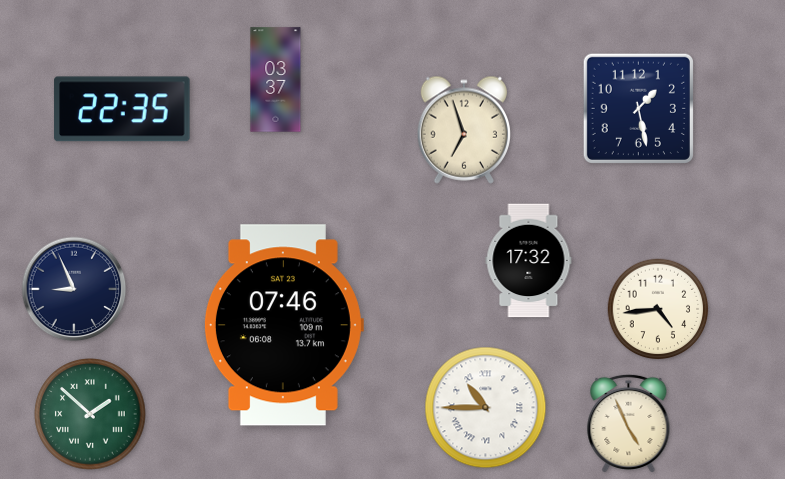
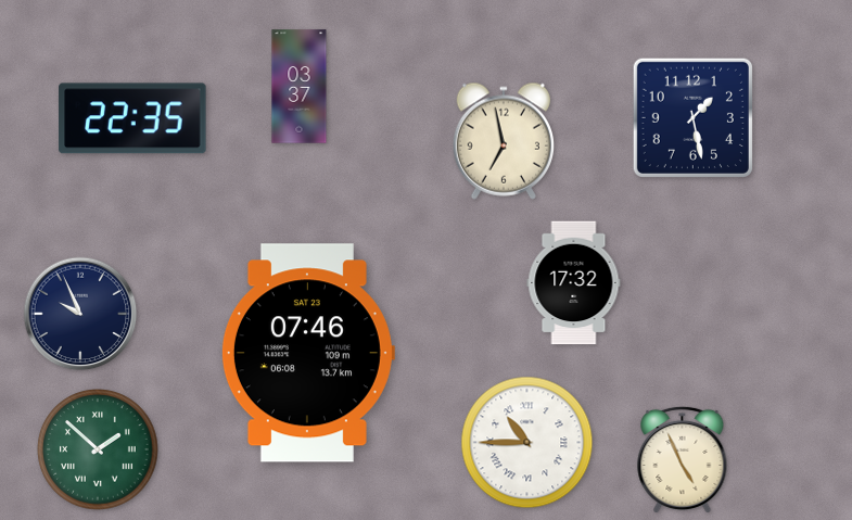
clock at (463, 130): 6:57 -> 6:58
clock at (74, 289): 8:56 -> 9:56
clock at (658, 309): 4:44 -> none
